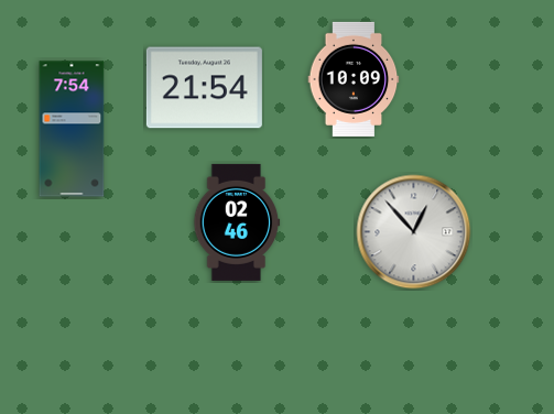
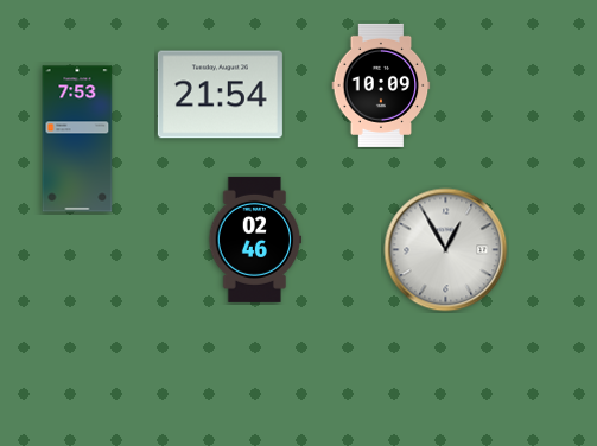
clock at (72, 129): 7:54 -> 7:53
clock at (414, 232): 12:53 -> 12:55
